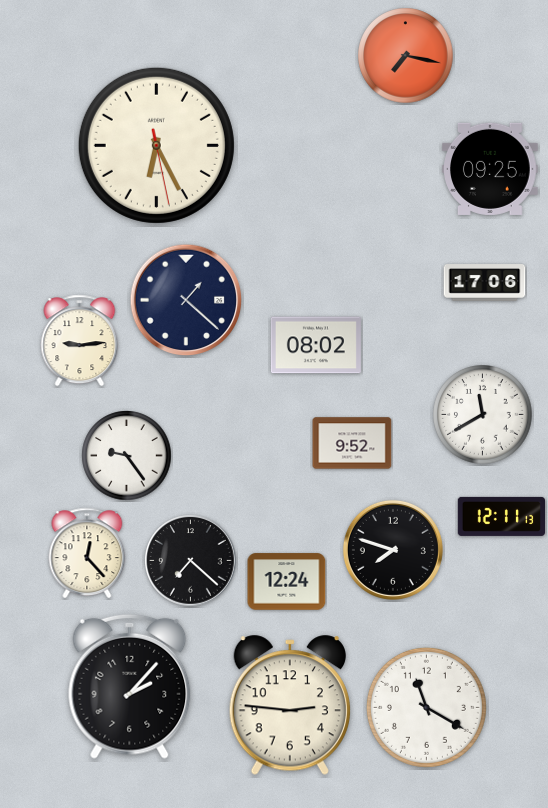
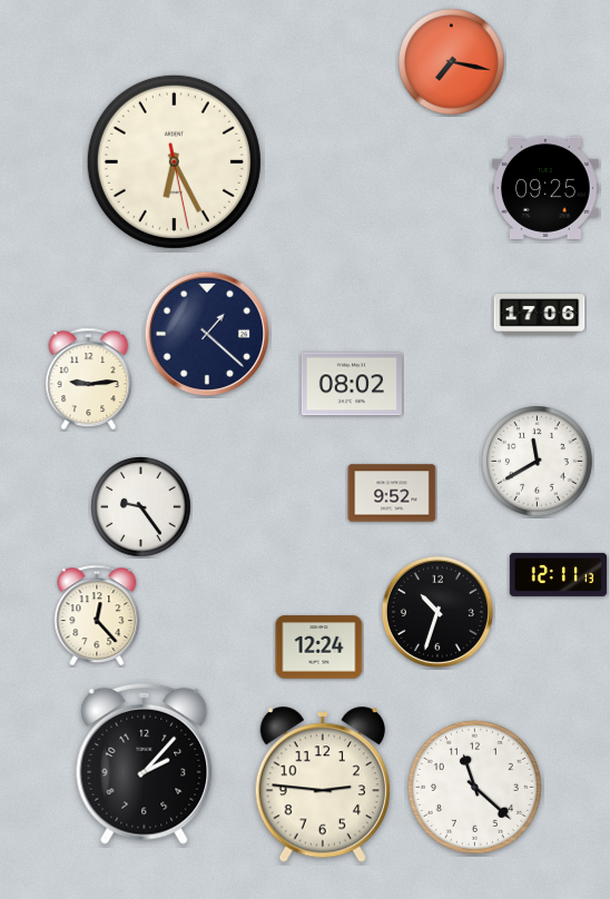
clock at (393, 550): 7:48 -> 10:33
clock at (191, 561): 7:22 -> none
clock at (426, 707): 11:20 -> 11:22
